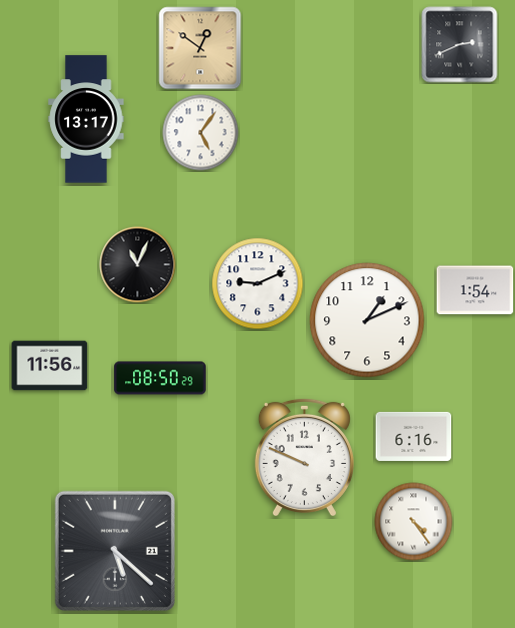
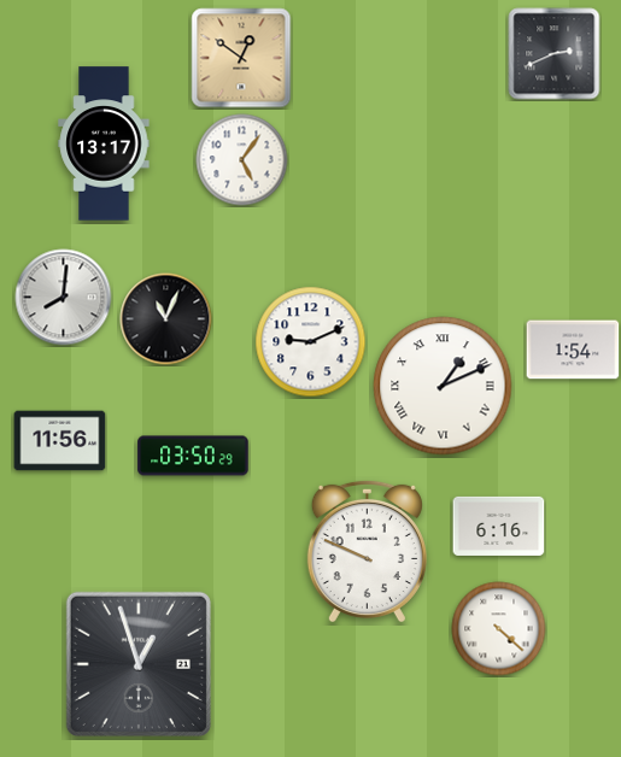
clock at (64, 298): none -> 8:01
clock at (367, 320) numerals: Arabic -> Roman
clock at (160, 378): 08:50 -> 03:50
clock at (414, 522): 4:24 -> 4:22
clock at (115, 551): 5:22 -> 12:57
